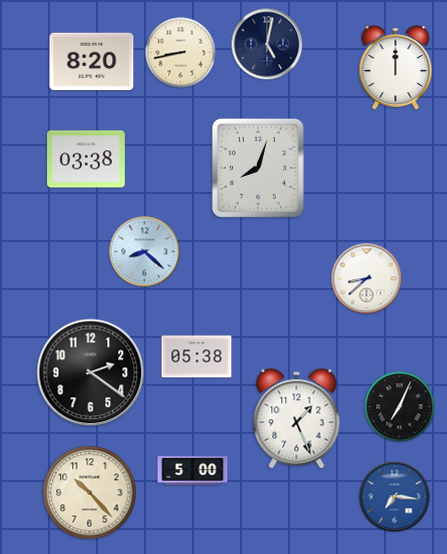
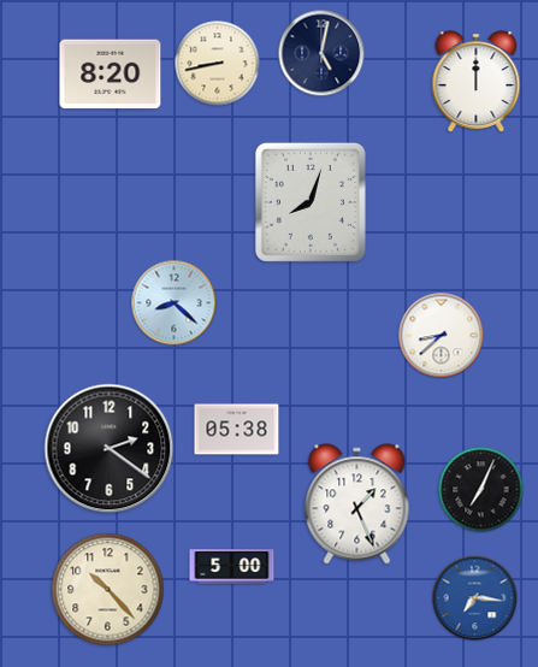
clock at (86, 159): 03:38 -> none
clock at (90, 493) position: (90, 493) -> (108, 590)
